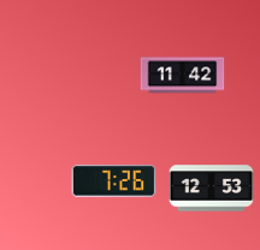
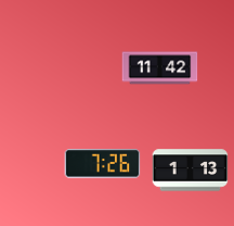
clock at (183, 76) position: (183, 76) -> (160, 68)
clock at (212, 189): 12:53 -> 1:13
